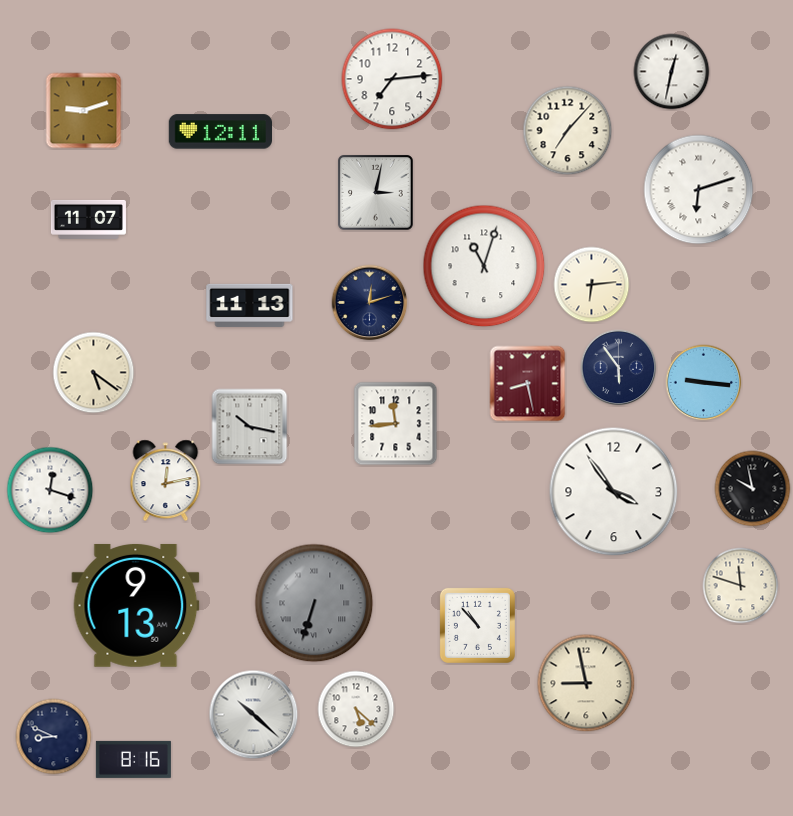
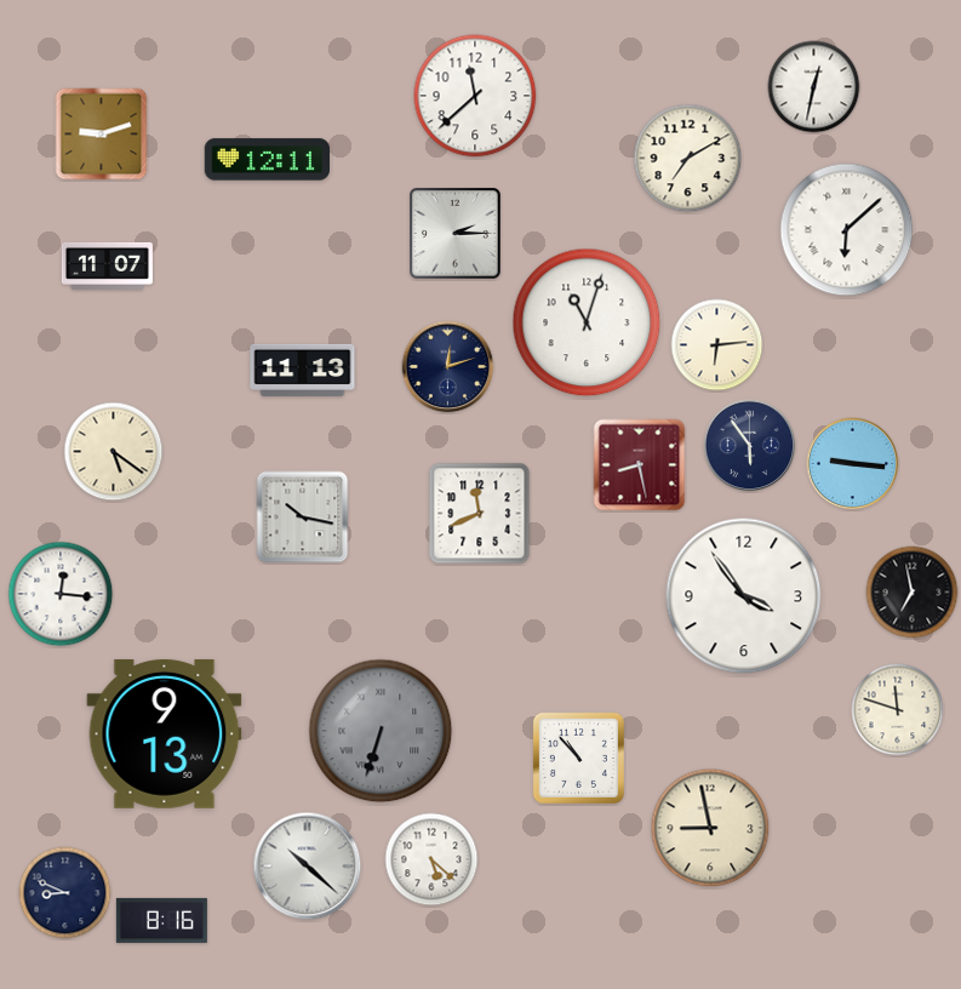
clock at (392, 79): 7:14 -> 11:38
clock at (568, 131): 7:07 -> 7:10
clock at (699, 190): 6:12 -> 6:08
clock at (376, 193): 3:02 -> 2:15
clock at (396, 424): 11:44 -> 11:41
clock at (166, 481): 12:13 -> none
clock at (753, 489): 9:58 -> 6:58
clock at (50, 490): 12:18 -> 12:16
